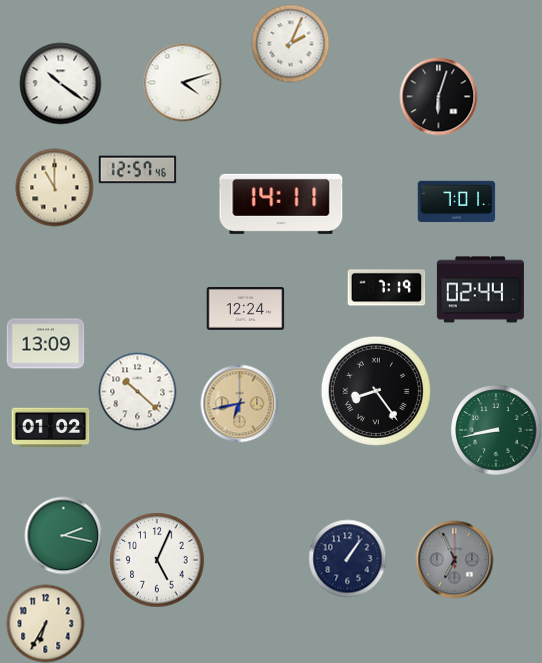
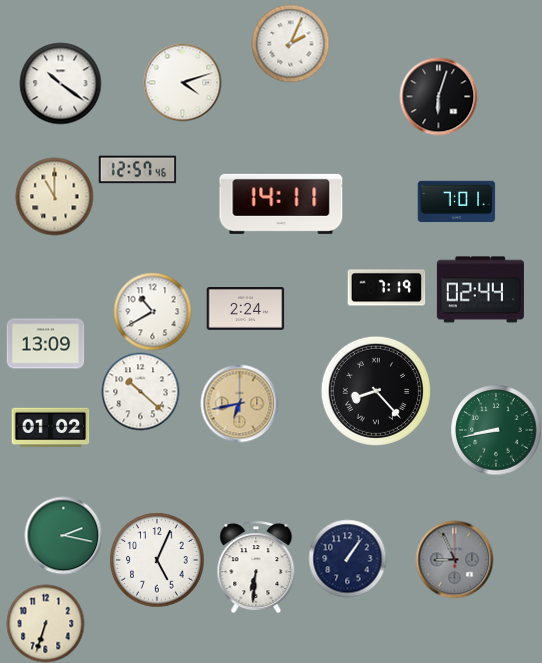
clock at (54, 187) position: (54, 187) -> (54, 196)
clock at (245, 309): 12:24 -> 2:24
clock at (152, 311): none -> 10:40
clock at (137, 391) position: (137, 391) -> (140, 391)
clock at (376, 391): 8:24 -> 8:23
clock at (454, 559): 6:56 -> 8:56
clock at (256, 567): none -> 6:31
clock at (45, 623): 6:35 -> 6:33
